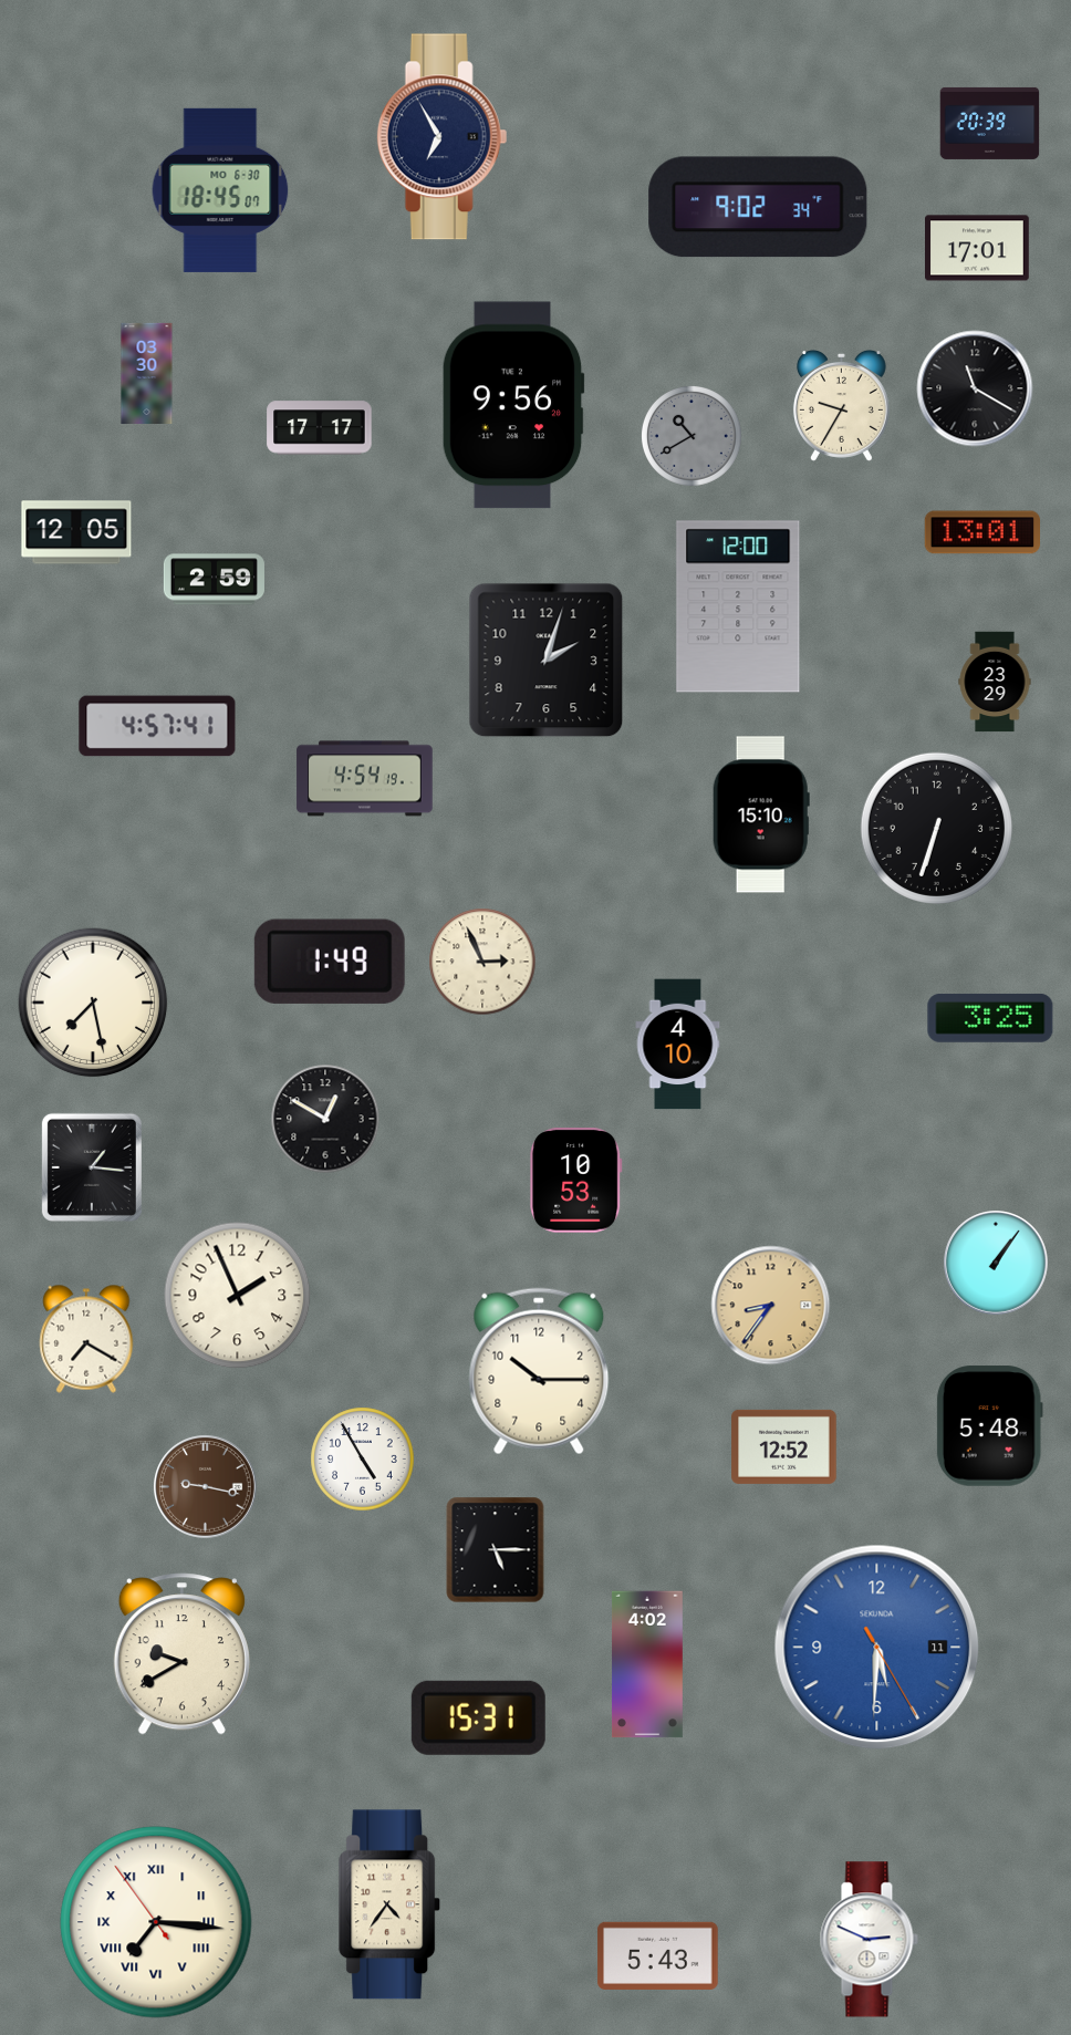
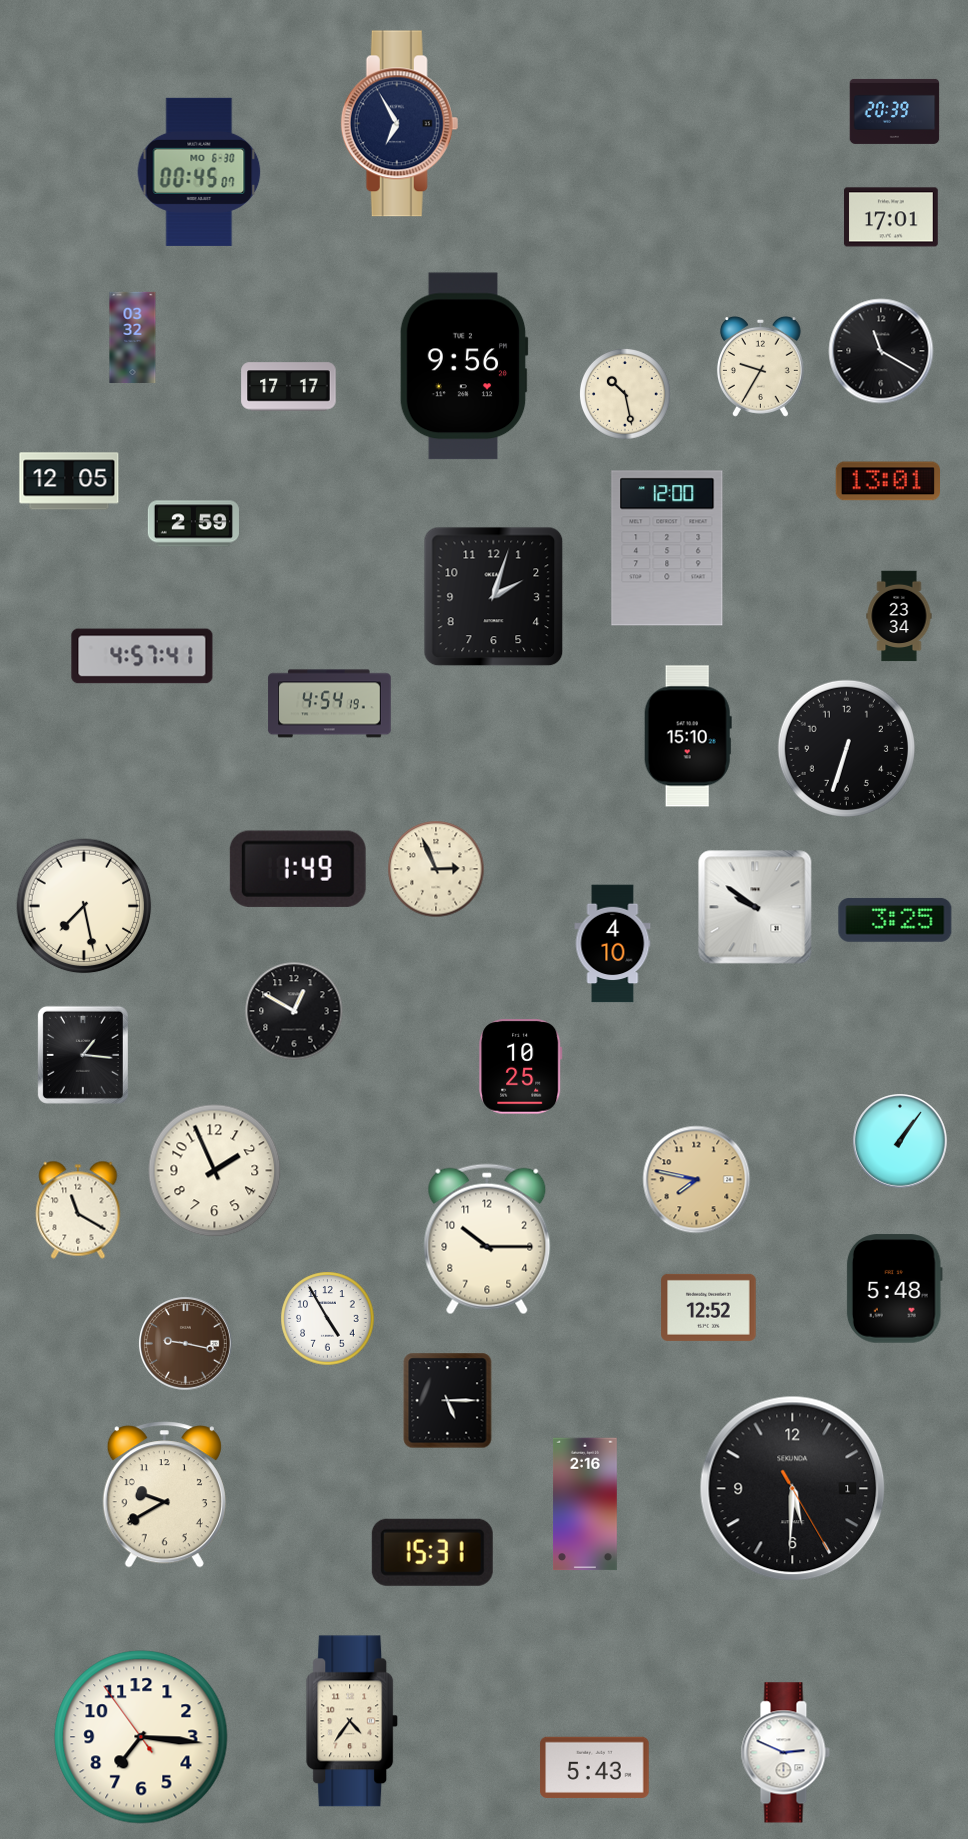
clock at (220, 190): 18:45 -> 00:45
clock at (758, 207): 9:02 -> none
clock at (978, 248) position: (978, 248) -> (892, 217)
clock at (147, 373): 03:30 -> 03:32
clock at (692, 436): 10:40 -> 10:28
clock at (692, 436) dial: grey -> cream
clock at (995, 682): 23:29 -> 23:34
clock at (755, 907): none -> 9:51
clock at (576, 1181): 10:53 -> 10:25
clock at (771, 1306): 8:36 -> 7:47
clock at (86, 1339): 7:20 -> 11:20
clock at (877, 1648) date: 11 -> 1
clock at (877, 1648) dial: blue -> black
clock at (648, 1664): 4:02 -> 2:16
clock at (156, 1922) numerals: Roman -> Arabic
